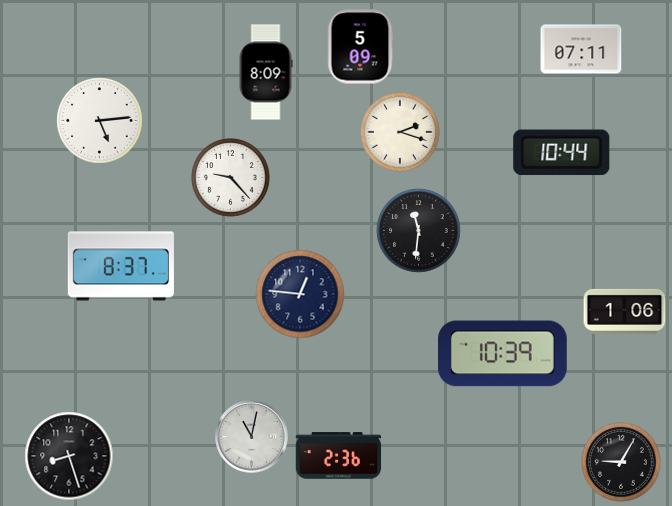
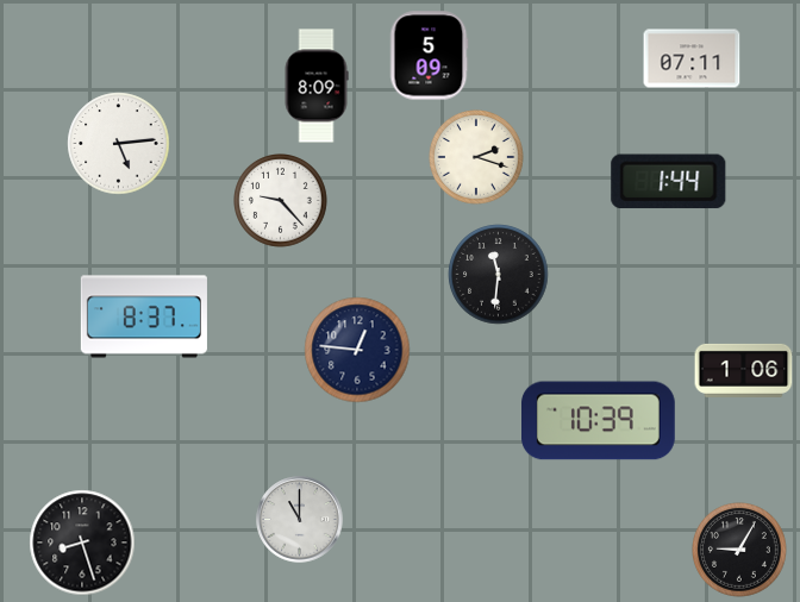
clock at (562, 153): 10:44 -> 1:44
clock at (231, 178) position: (231, 178) -> (281, 201)
clock at (252, 437): 11:02 -> 11:00
clock at (339, 456): 2:36 -> none
